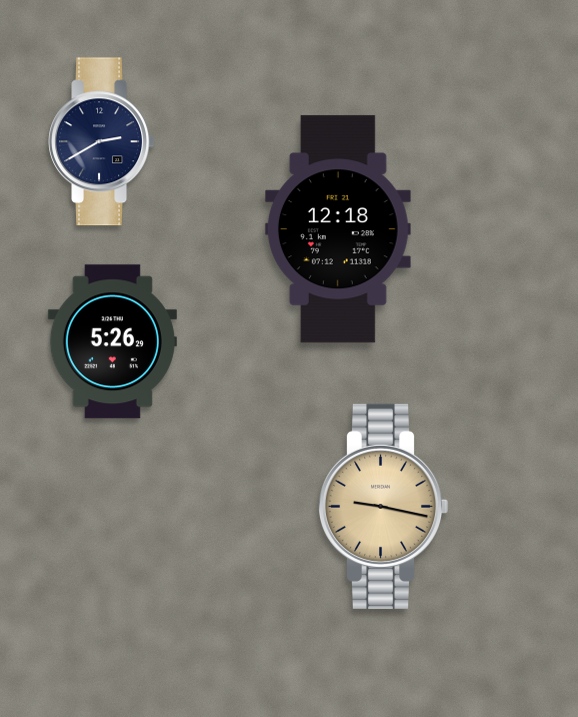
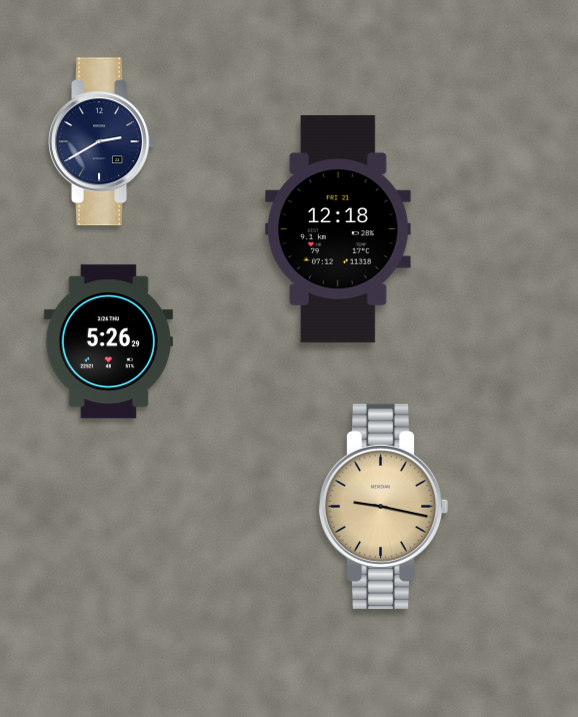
clock at (112, 342) position: (112, 342) -> (108, 342)
